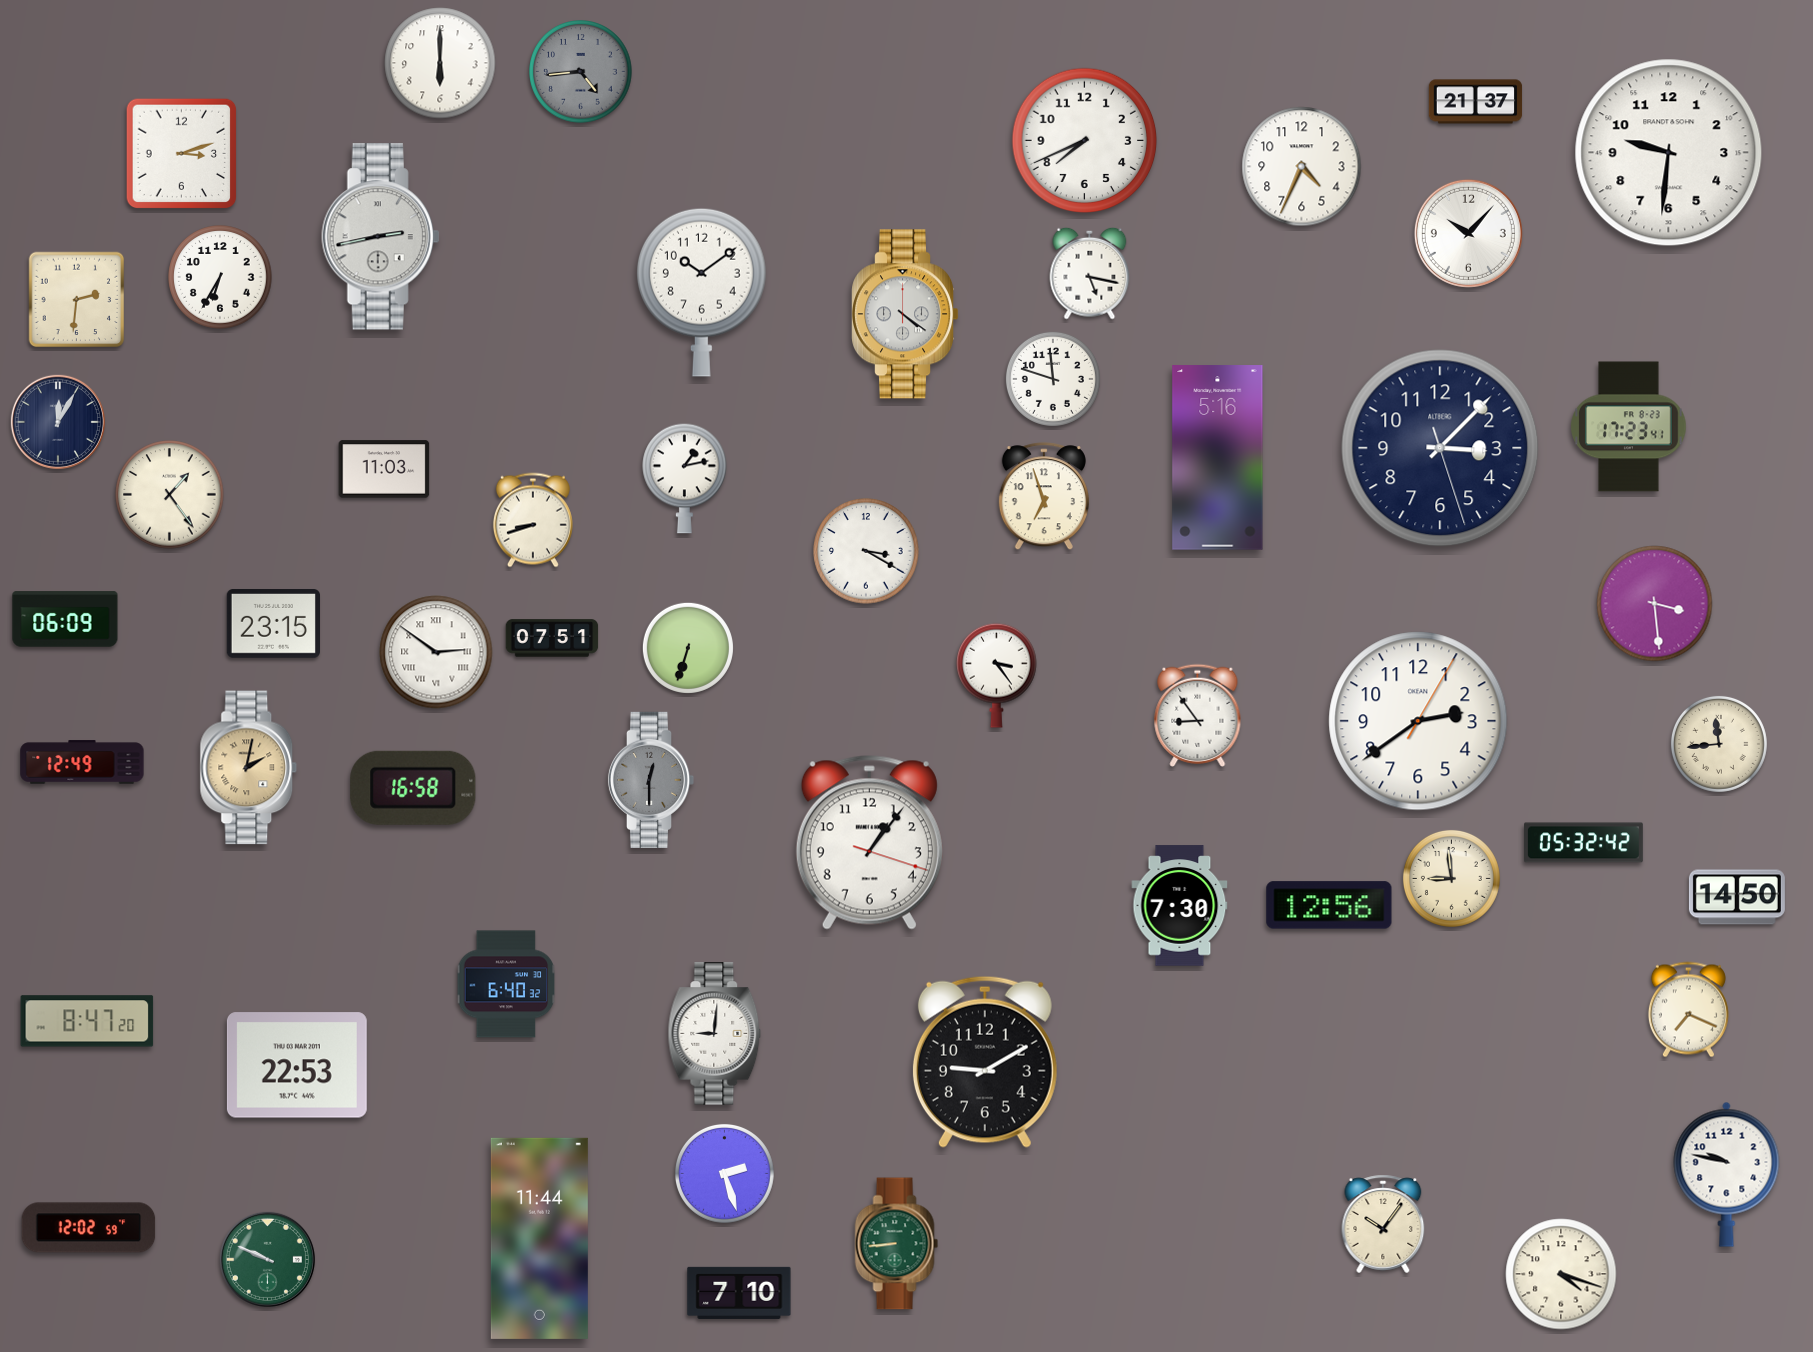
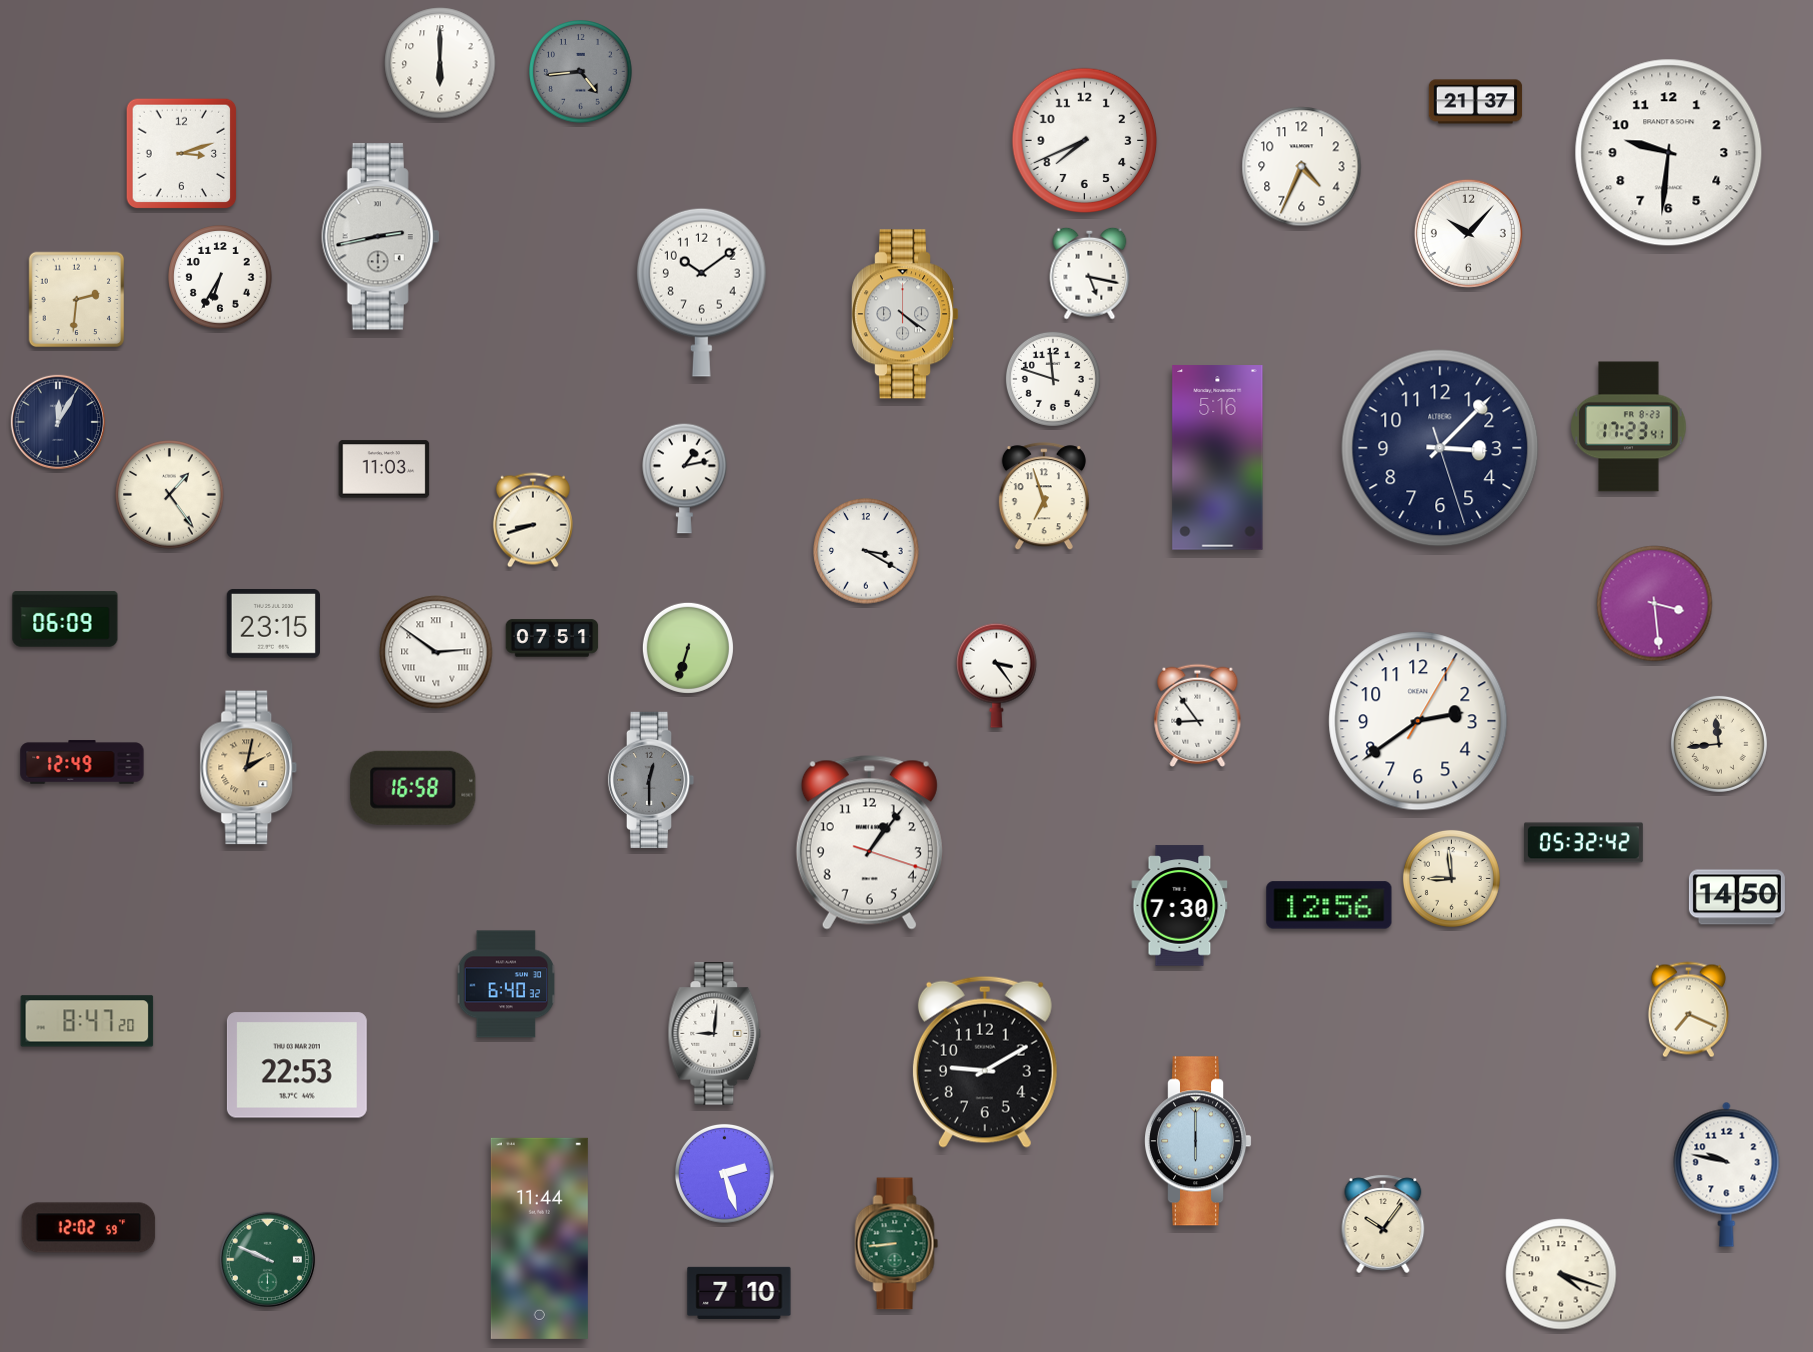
clock at (1199, 1141): none -> 6:00
